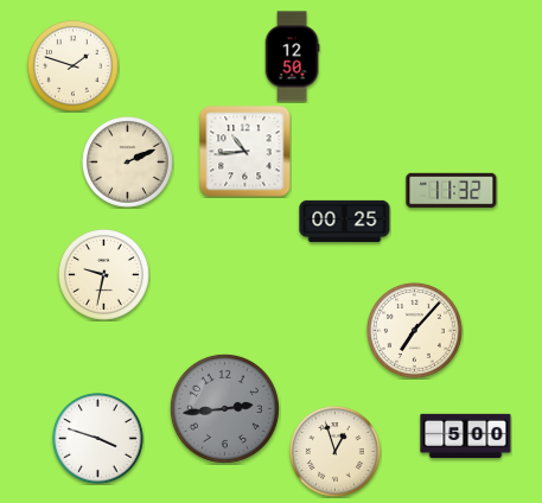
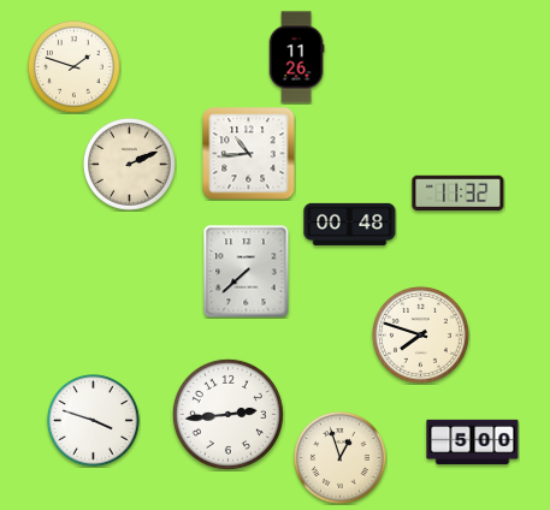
clock at (292, 57): 12:50 -> 11:26
clock at (345, 221): 00:25 -> 00:48
clock at (247, 272): none -> 7:38
clock at (104, 275): 9:32 -> none
clock at (414, 330): 7:07 -> 7:48
clock at (224, 408) dial: grey -> white
clock at (98, 439) position: (98, 439) -> (94, 421)
